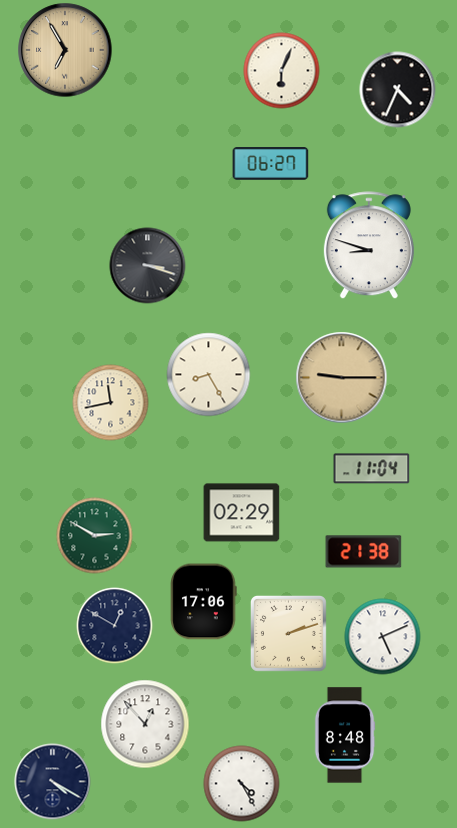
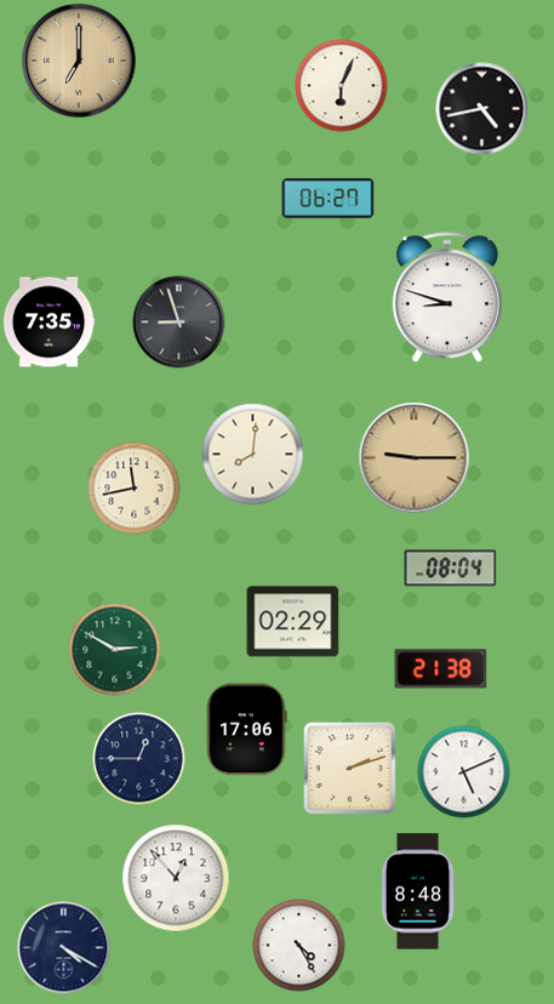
clock at (65, 50): 6:55 -> 7:00
clock at (398, 90): 4:34 -> 4:43
clock at (48, 323): none -> 7:35
clock at (148, 266): 3:18 -> 8:57
clock at (209, 375): 8:25 -> 8:01
clock at (372, 469): 11:04 -> 08:04
clock at (115, 626): 12:50 -> 12:45
clock at (242, 784) position: (242, 784) -> (299, 946)
